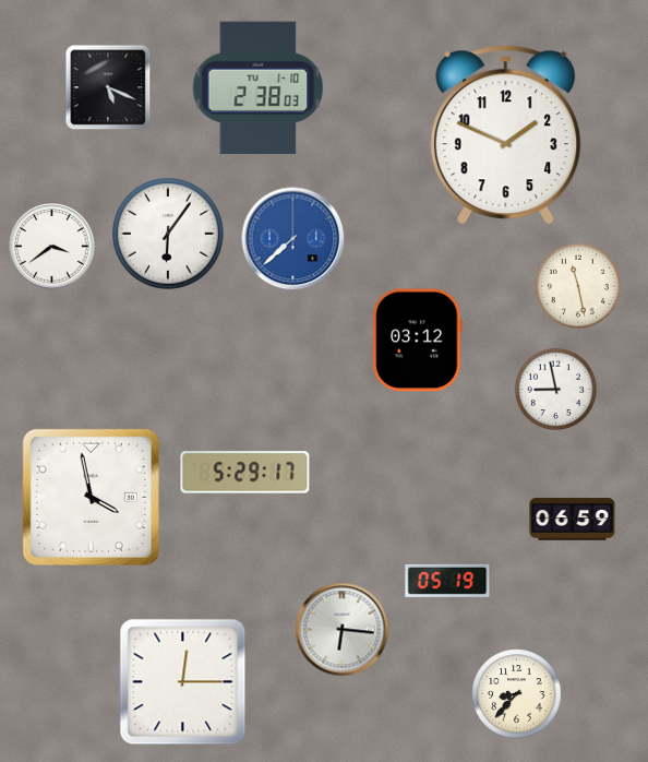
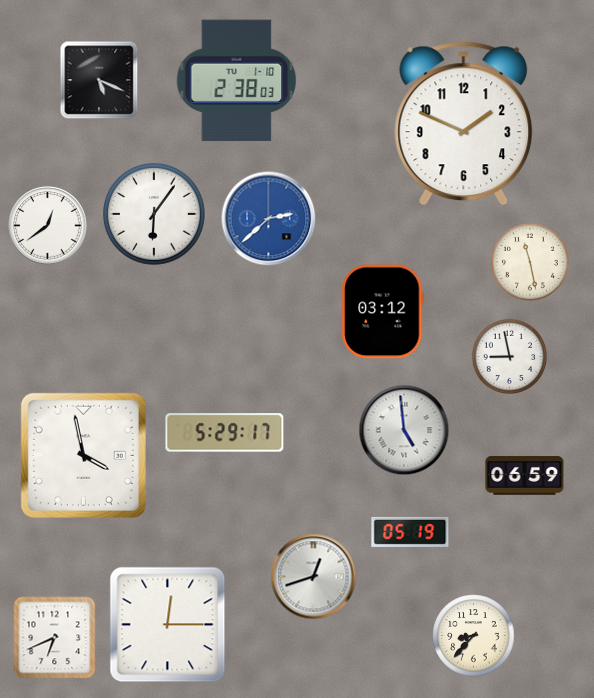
clock at (293, 239): 7:38 -> 2:38
clock at (52, 247): 3:39 -> 12:39
clock at (404, 430): none -> 4:59
clock at (343, 630): 6:16 -> 12:42
clock at (55, 638): none -> 6:41
